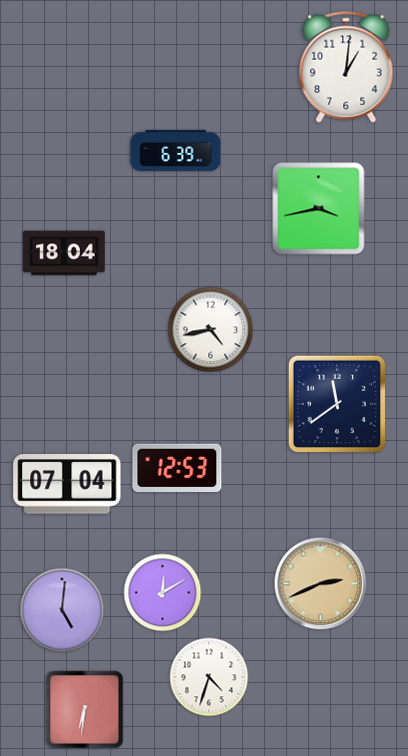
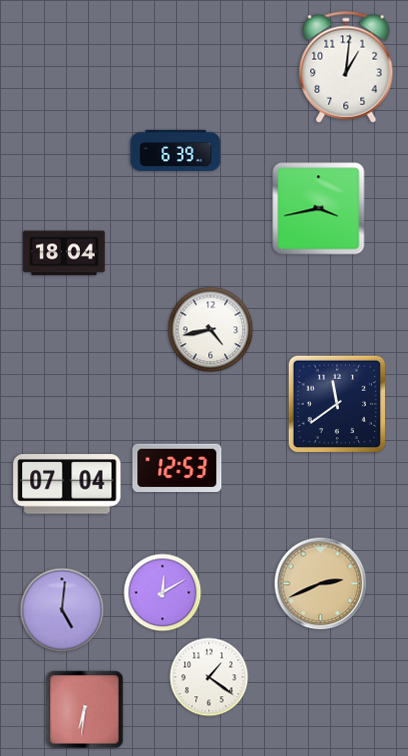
clock at (209, 677): 4:33 -> 1:21
